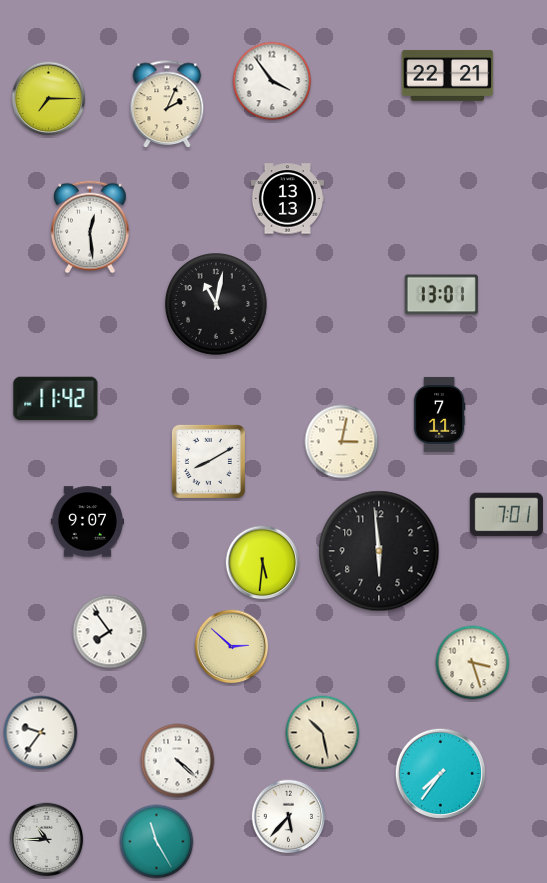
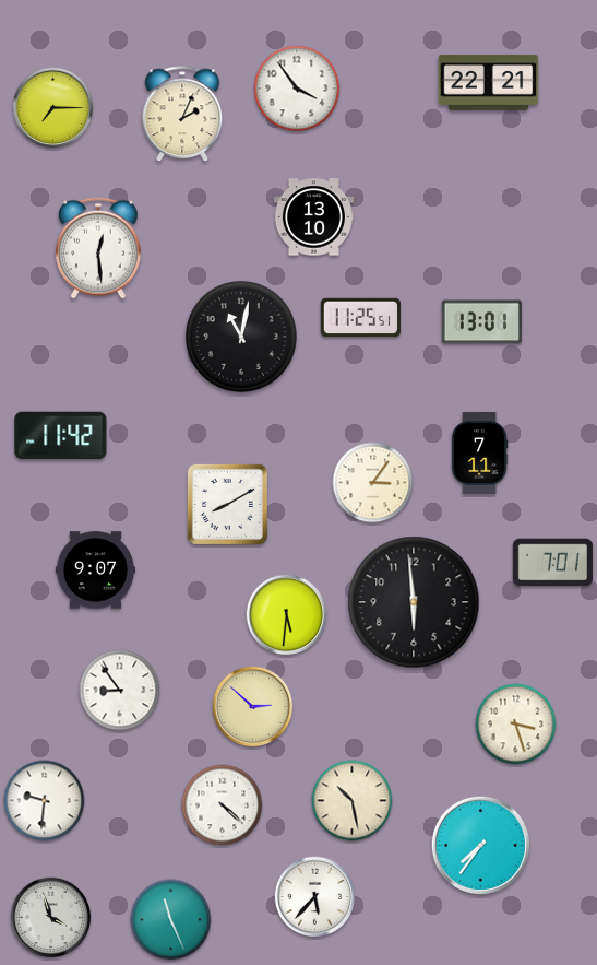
clock at (287, 199): 13:13 -> 13:10
clock at (360, 318): none -> 11:25
clock at (217, 305) position: (217, 305) -> (242, 338)
clock at (342, 442): 3:02 -> 3:06
clock at (110, 632): 7:54 -> 8:54
clock at (41, 733): 9:36 -> 9:31
clock at (178, 761) position: (178, 761) -> (223, 805)
clock at (289, 817) position: (289, 817) -> (315, 897)
clock at (47, 840): 10:45 -> 3:57
clock at (157, 842): 11:25 -> 11:26
